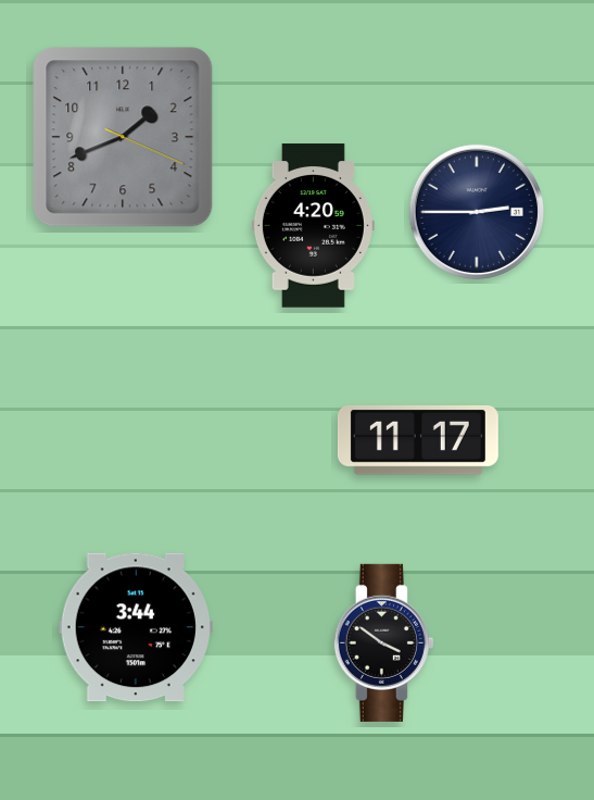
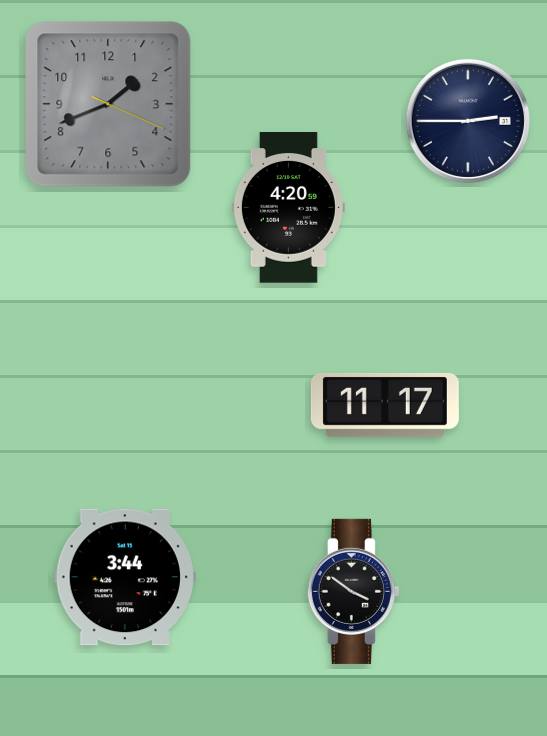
clock at (123, 137) position: (123, 137) -> (108, 104)
clock at (477, 212) position: (477, 212) -> (468, 121)
